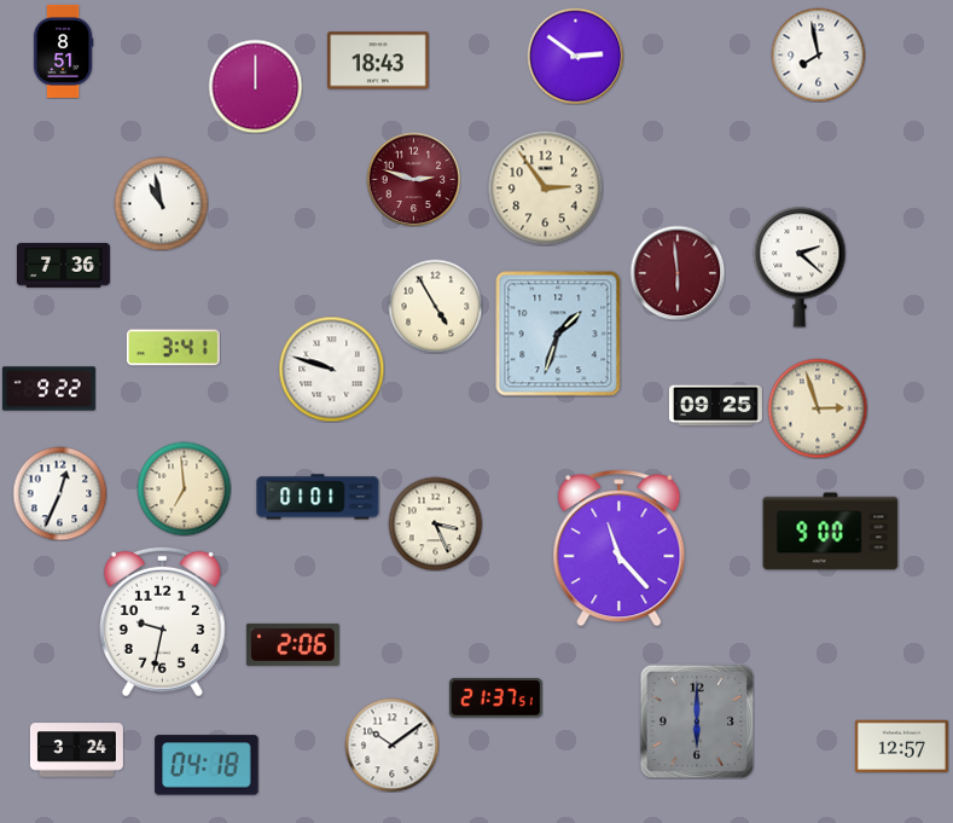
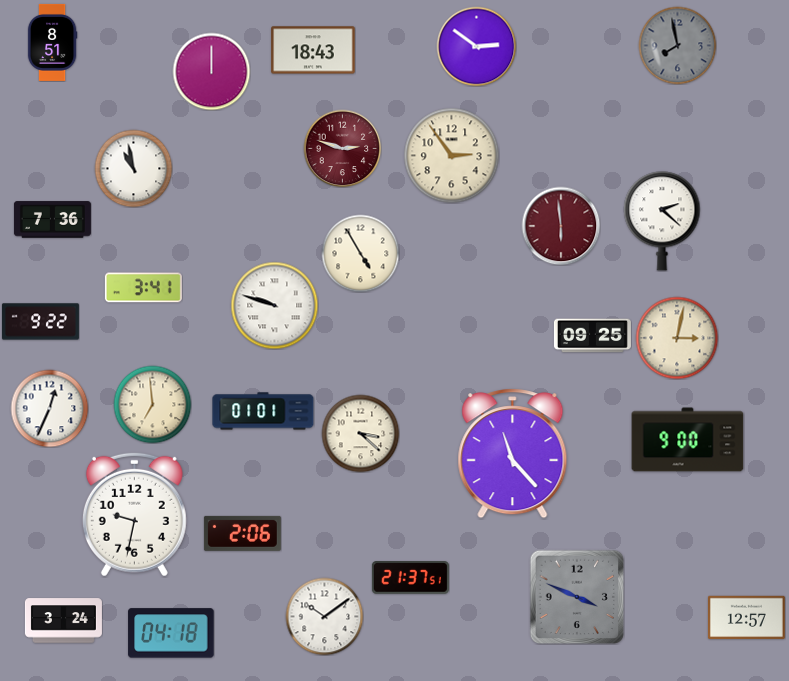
clock at (818, 54) dial: white -> grey
clock at (558, 334): 1:33 -> none
clock at (818, 408): 2:57 -> 3:02
clock at (435, 523): 3:26 -> 3:22
clock at (697, 721): 6:00 -> 3:49
